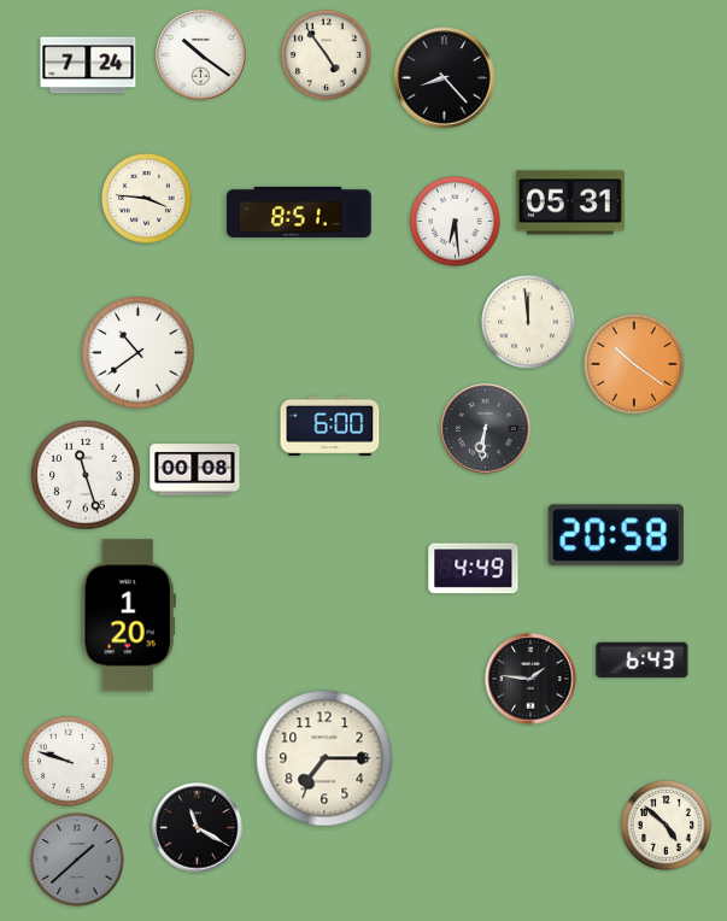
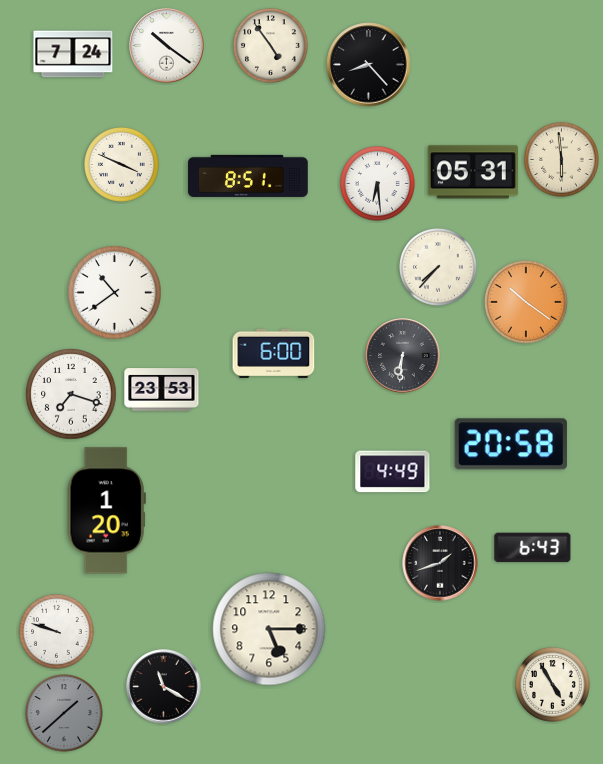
clock at (562, 160): none -> 5:59
clock at (147, 199): 3:46 -> 3:49
clock at (570, 203) position: (570, 203) -> (473, 172)
clock at (529, 323): 11:59 -> 7:37
clock at (195, 470): 00:08 -> 23:53
clock at (86, 475): 11:27 -> 7:18
clock at (530, 679): 1:46 -> 1:42
clock at (324, 758): 7:15 -> 5:15
clock at (667, 826): 4:52 -> 4:55
